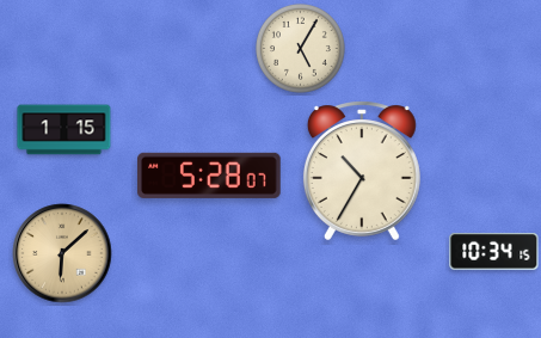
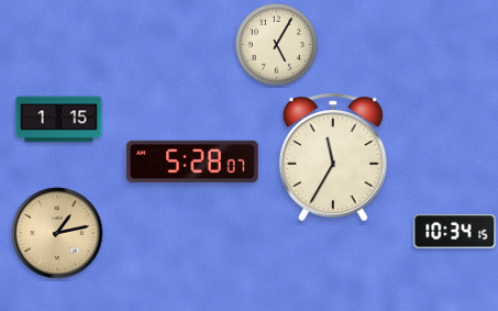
clock at (362, 171): 10:35 -> 11:35
clock at (62, 253): 6:08 -> 1:13
